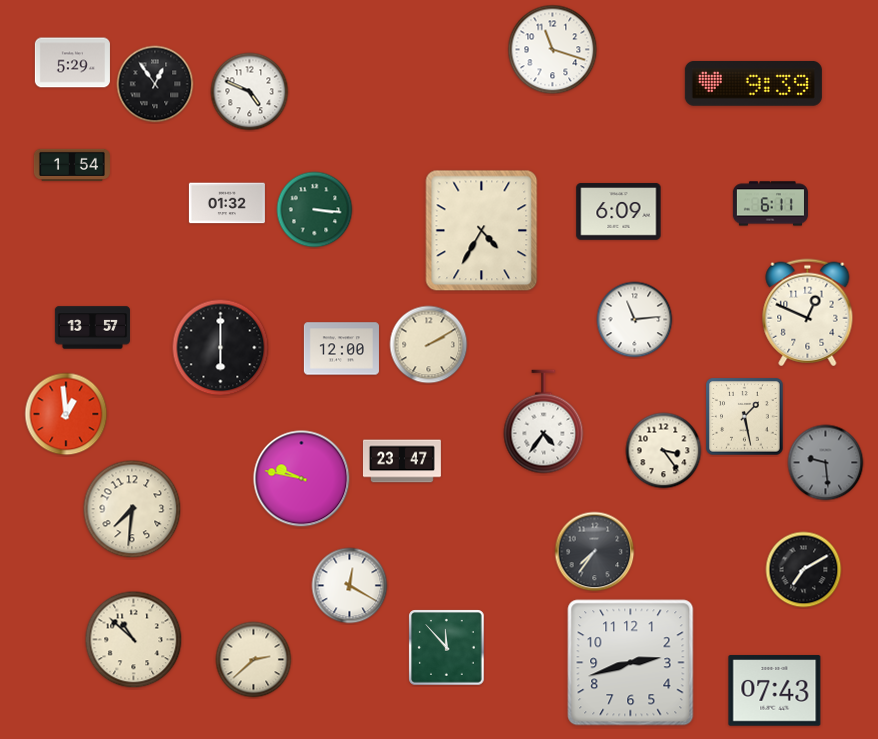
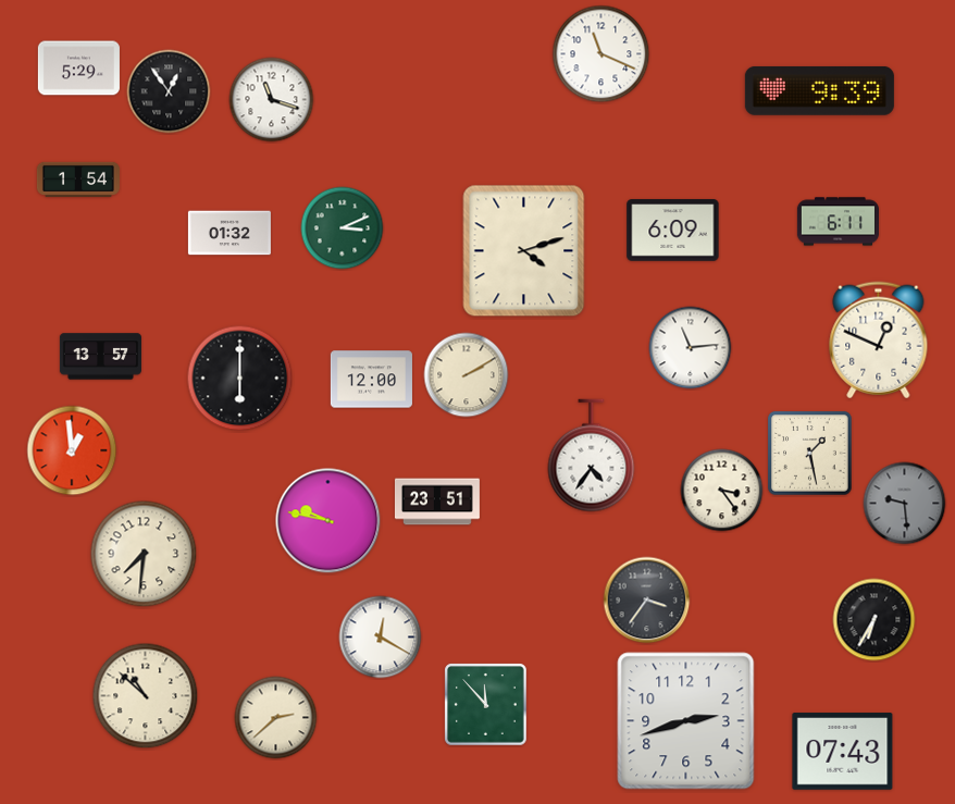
clock at (553, 50): 11:18 -> 11:19
clock at (250, 92): 4:49 -> 11:18
clock at (227, 203) position: (227, 203) -> (230, 233)
clock at (315, 210): 3:16 -> 3:11
clock at (482, 231): 4:35 -> 4:12
clock at (544, 422) position: (544, 422) -> (592, 456)
clock at (402, 461): 23:47 -> 23:51
clock at (826, 463) position: (826, 463) -> (905, 504)
clock at (595, 552): 7:36 -> 3:36
clock at (804, 570): 7:10 -> 6:35
